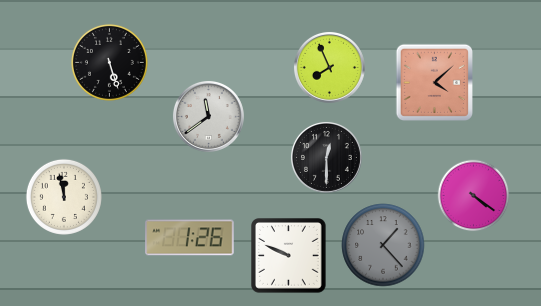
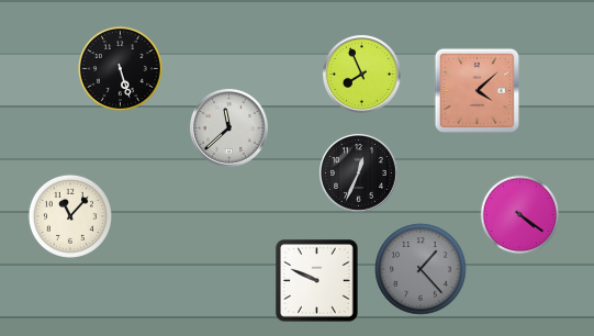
clock at (208, 116): 11:39 -> 11:38
clock at (326, 157): 12:30 -> 12:34
clock at (64, 197): 11:58 -> 11:07
clock at (190, 238): 1:26 -> none
